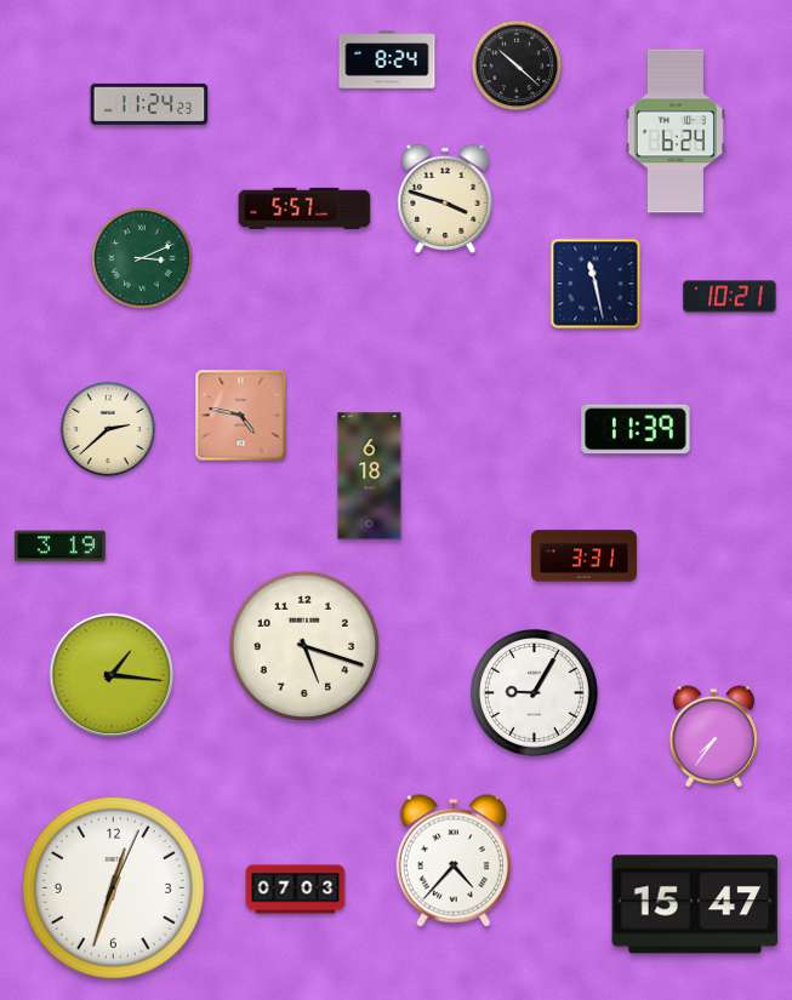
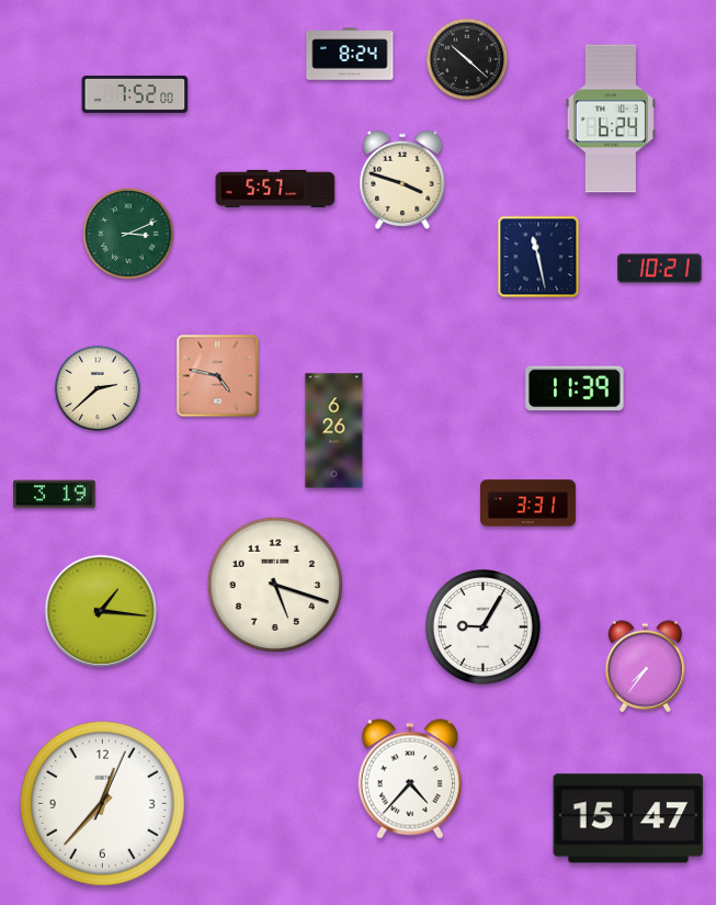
clock at (149, 104): 11:24 -> 7:52
clock at (370, 476): 6:18 -> 6:26
clock at (113, 887): 12:33 -> 12:37
clock at (296, 890): 07:03 -> none
